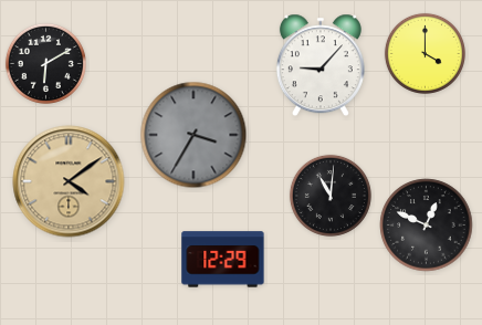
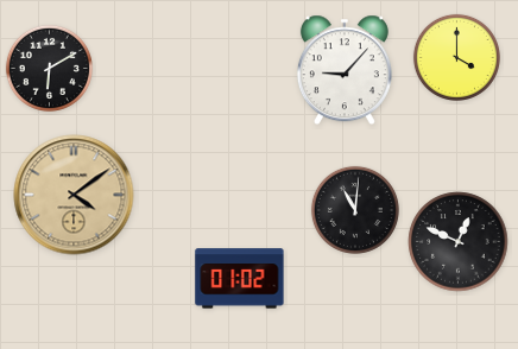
clock at (193, 135): 3:35 -> none
clock at (223, 260): 12:29 -> 01:02
